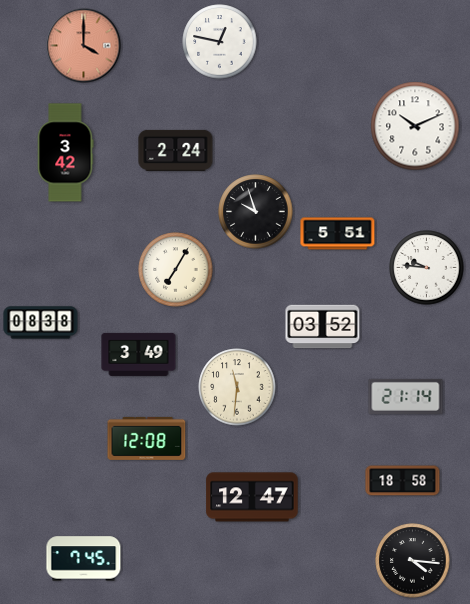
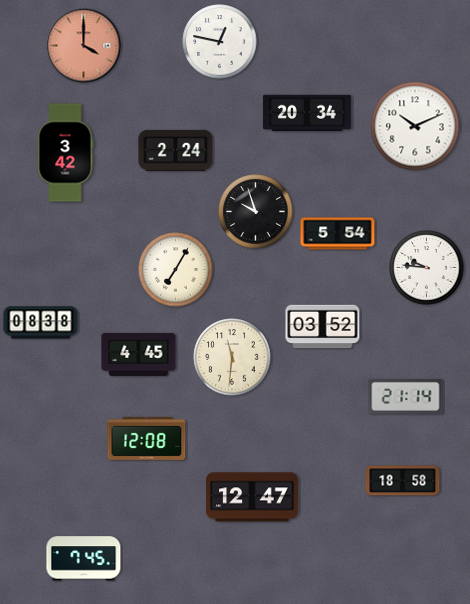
clock at (307, 113): none -> 20:34
clock at (338, 234): 5:51 -> 5:54
clock at (139, 354): 3:49 -> 4:45
clock at (237, 387) position: (237, 387) -> (232, 357)
clock at (413, 561): 4:16 -> none
